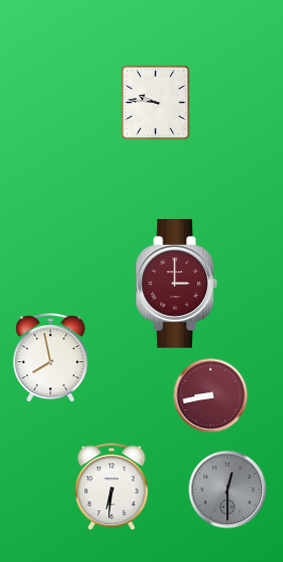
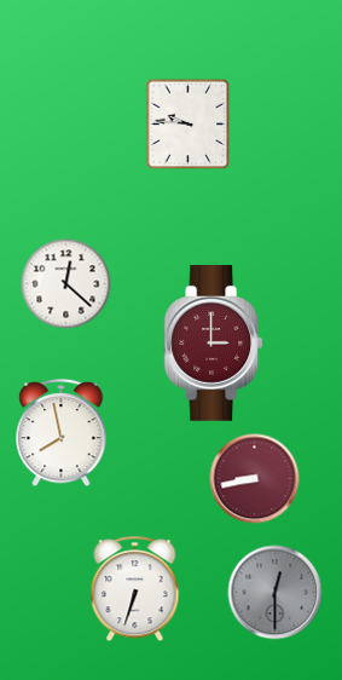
clock at (66, 284): none -> 12:22
clock at (112, 487): 6:31 -> 6:33
